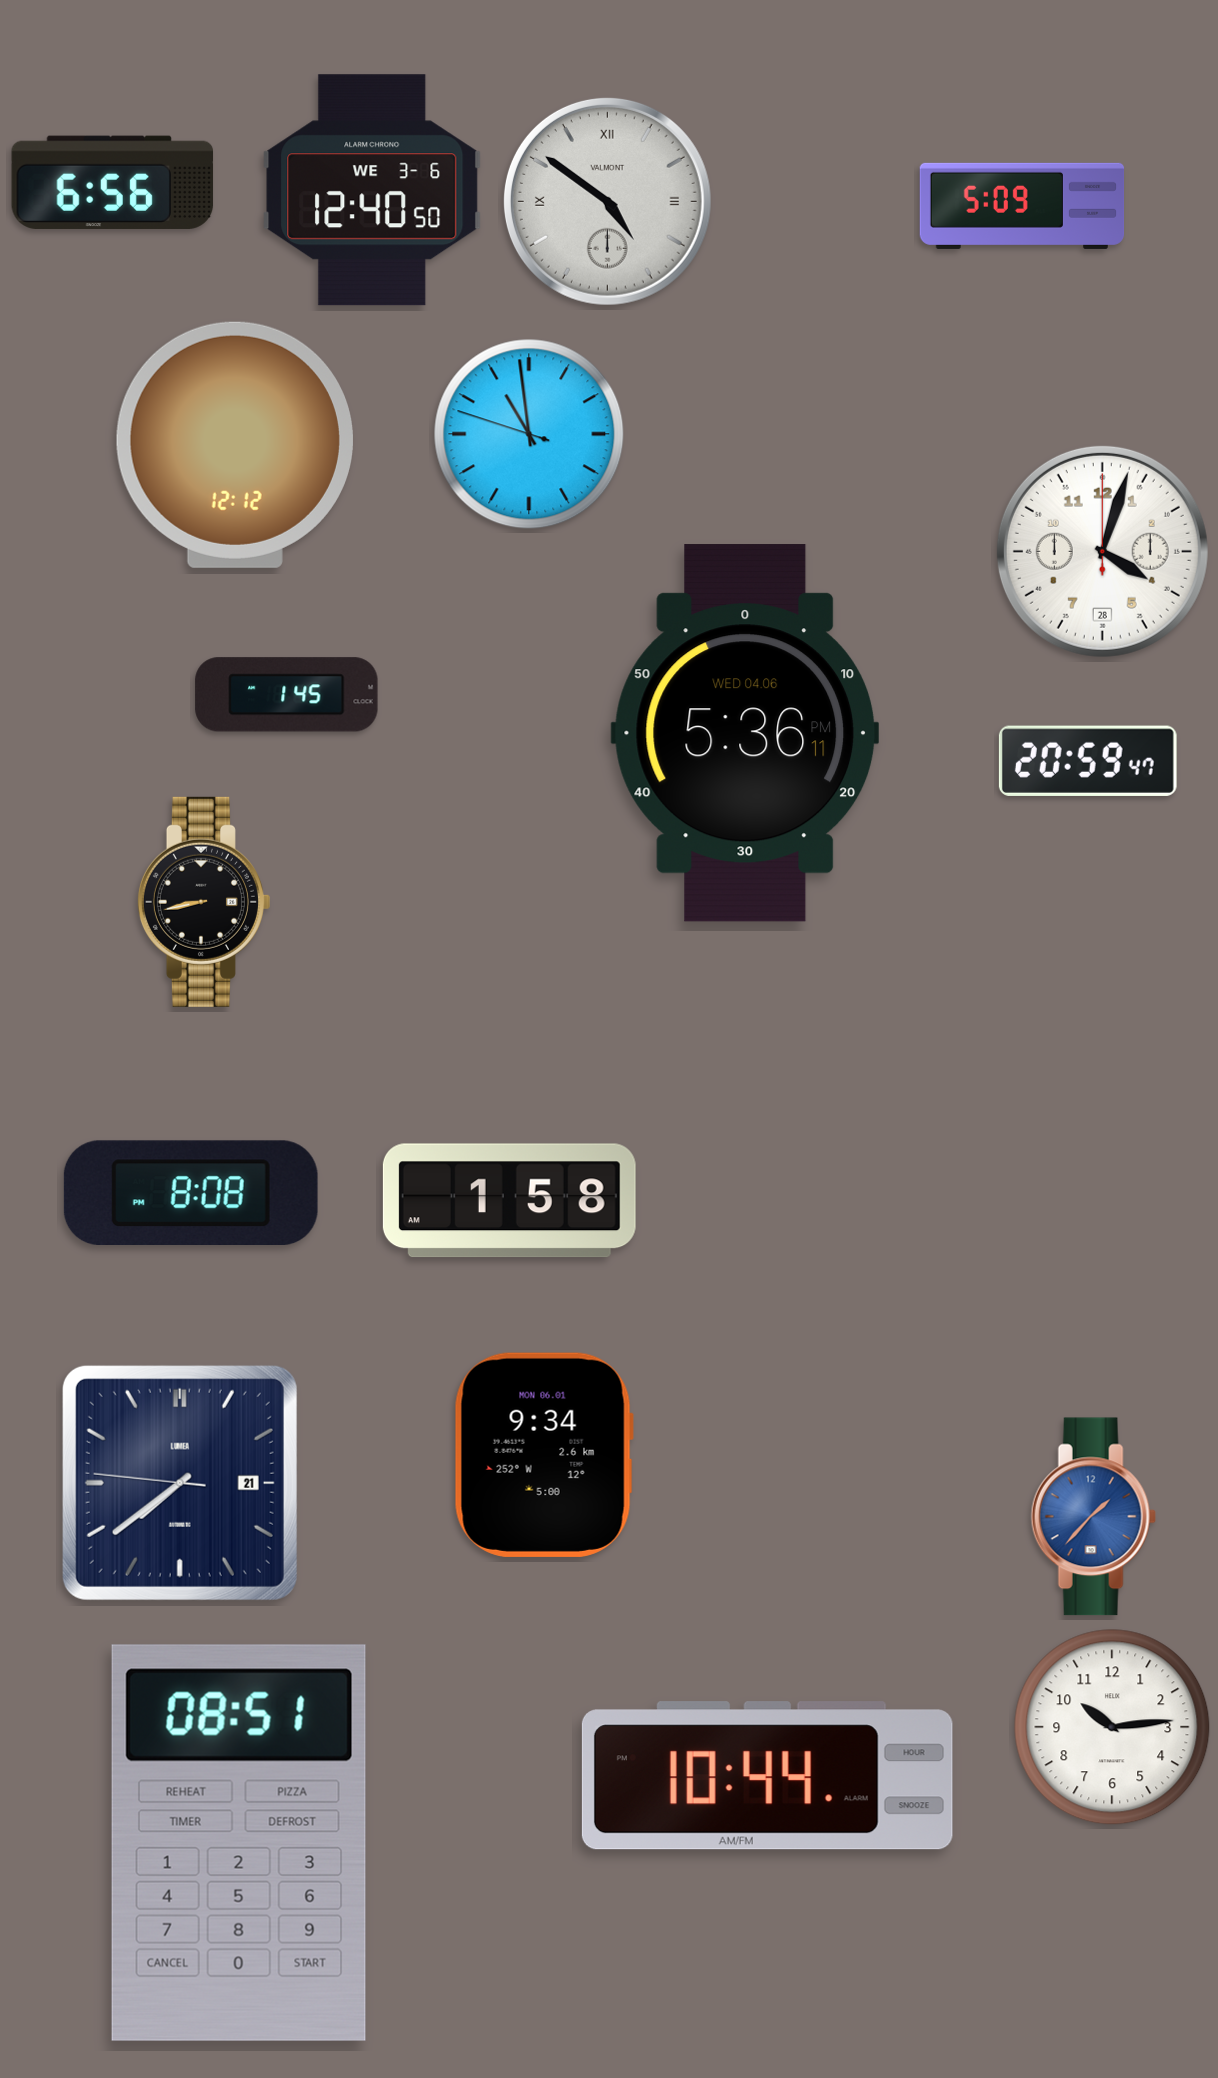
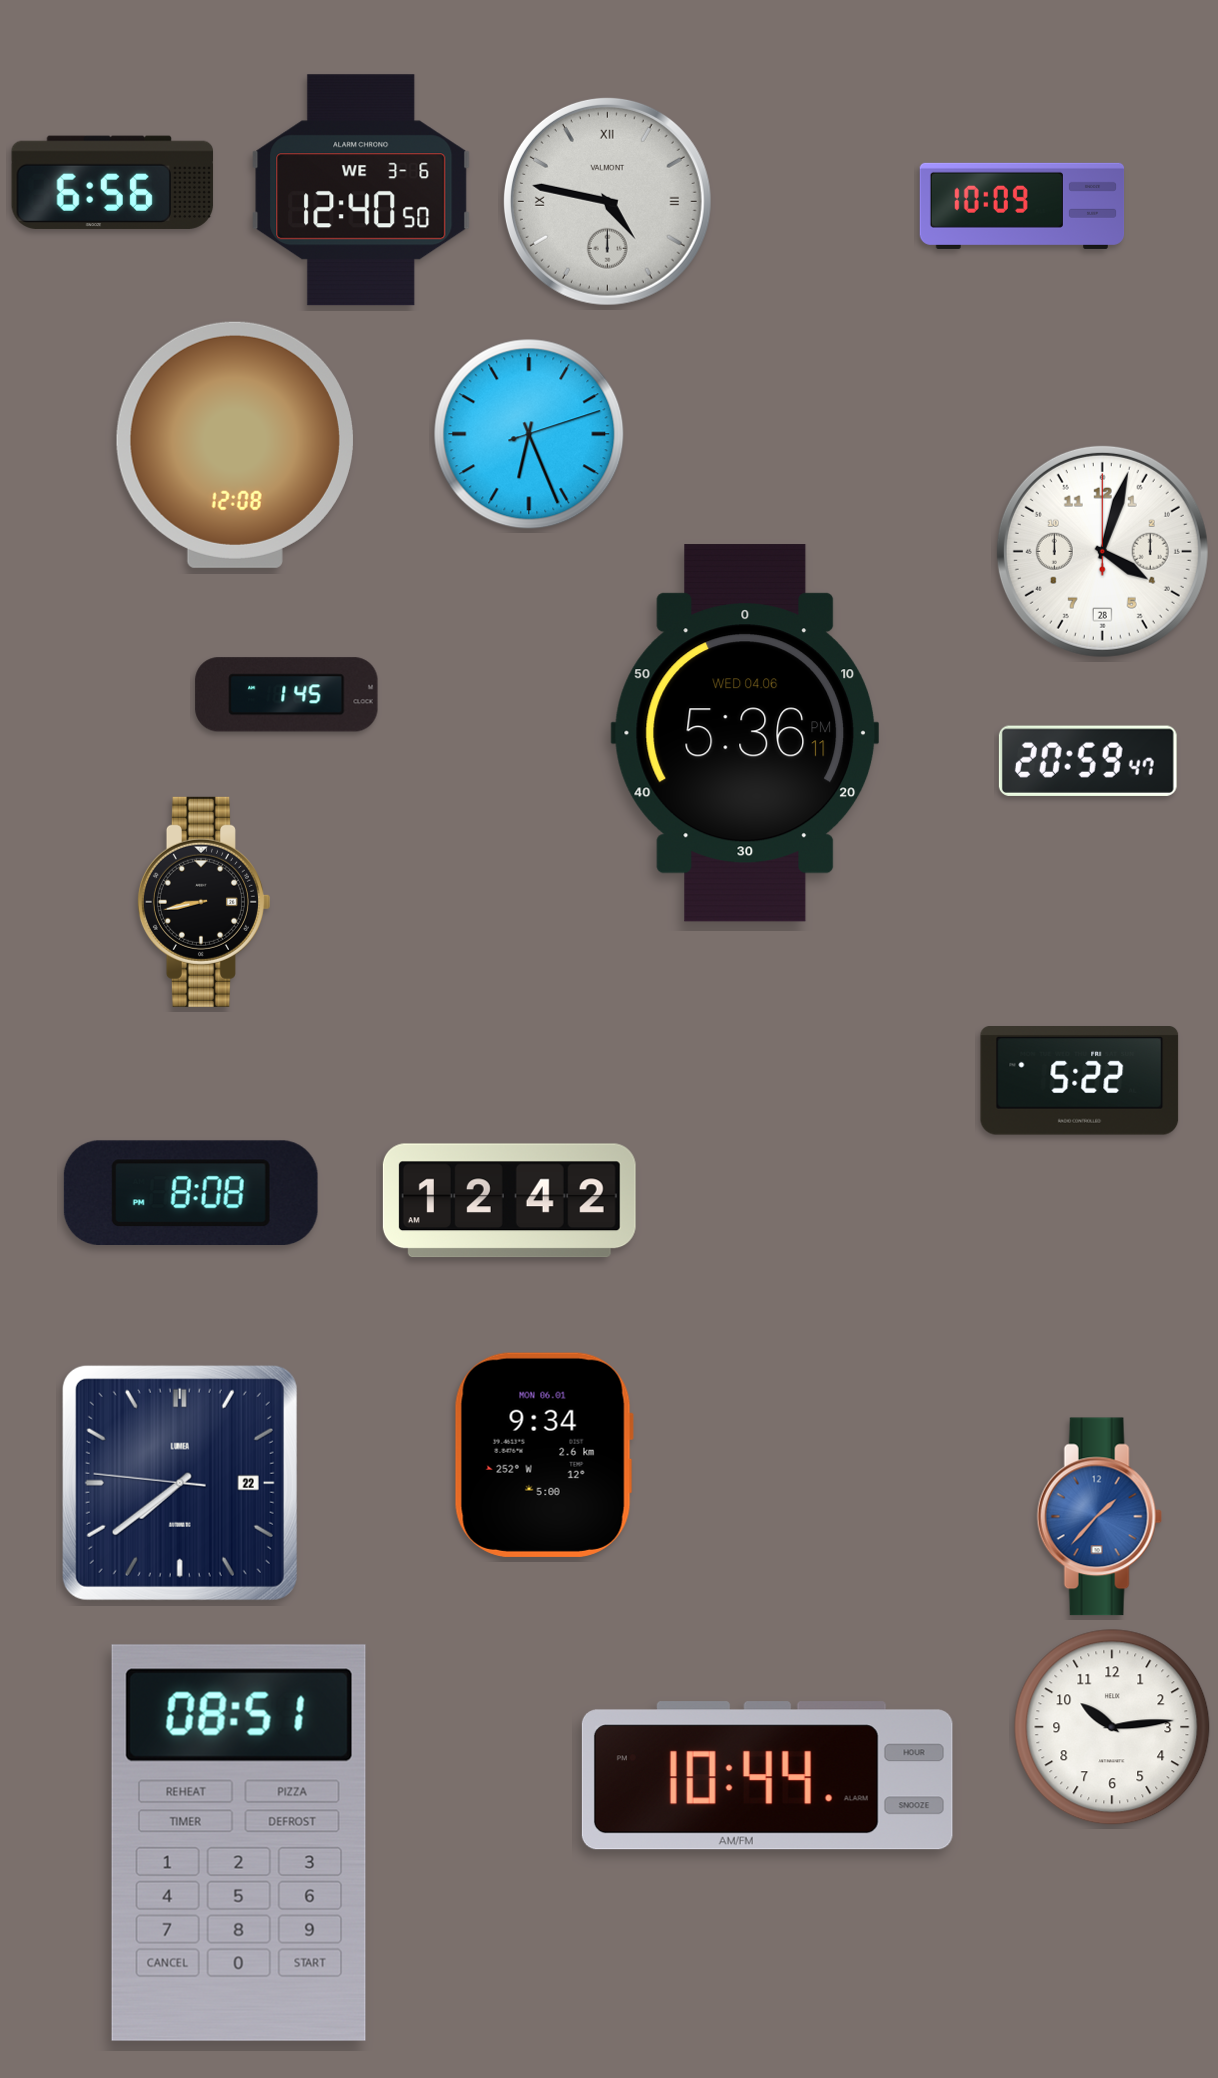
clock at (372, 190) position: (372, 190) -> (361, 190)
clock at (607, 201): 4:51 -> 4:47
clock at (1022, 206): 5:09 -> 10:09
clock at (529, 434): 10:58 -> 6:26
clock at (235, 445): 12:12 -> 12:08
clock at (1080, 1081): none -> 5:22
clock at (509, 1201): 1:58 -> 12:42
clock at (180, 1483) date: 21 -> 22
clock at (1093, 1517) position: (1093, 1517) -> (1099, 1517)
